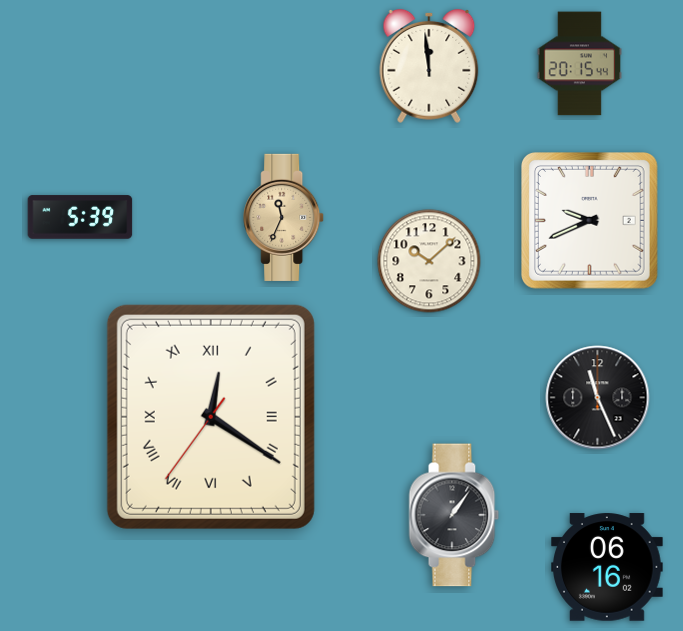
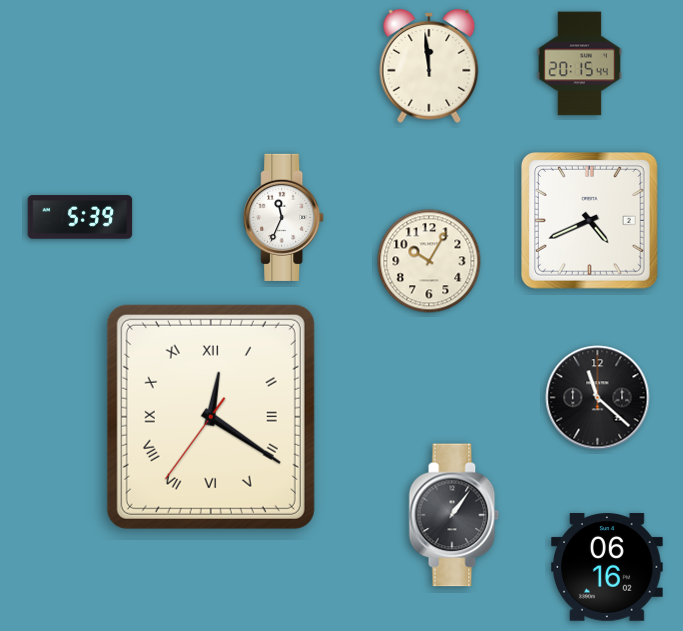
clock at (284, 217) dial: champagne -> white
clock at (590, 221): 9:41 -> 4:41
clock at (429, 261): 10:08 -> 10:05
clock at (598, 398): 11:26 -> 11:22
